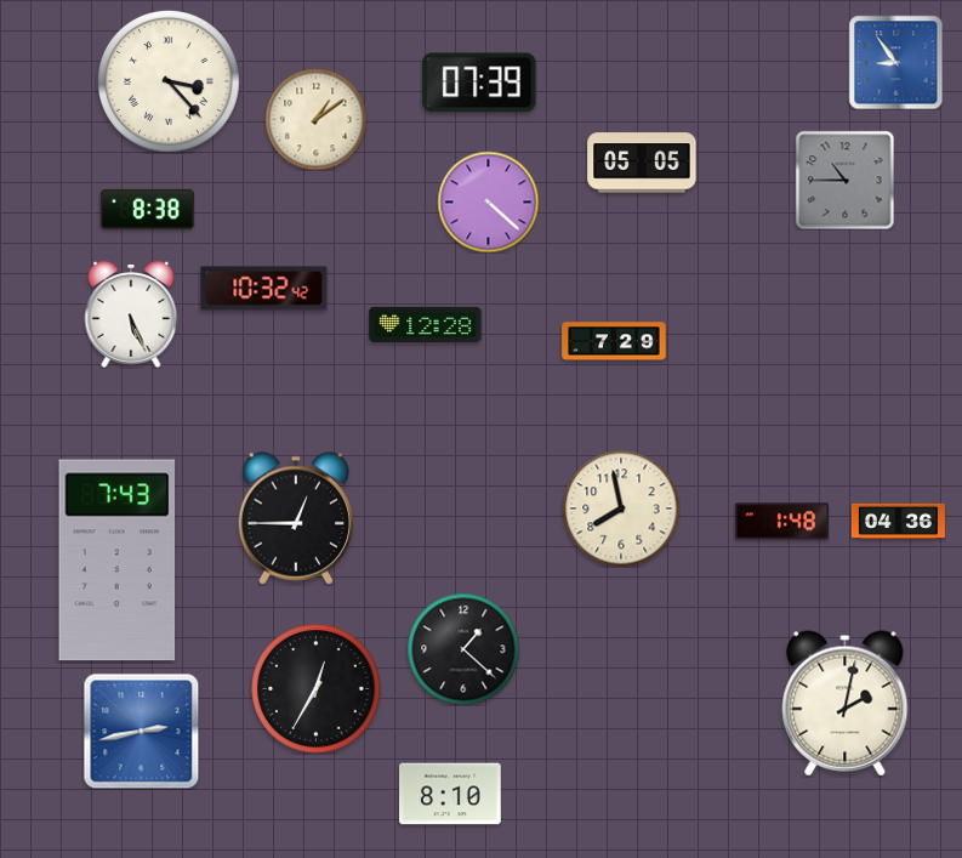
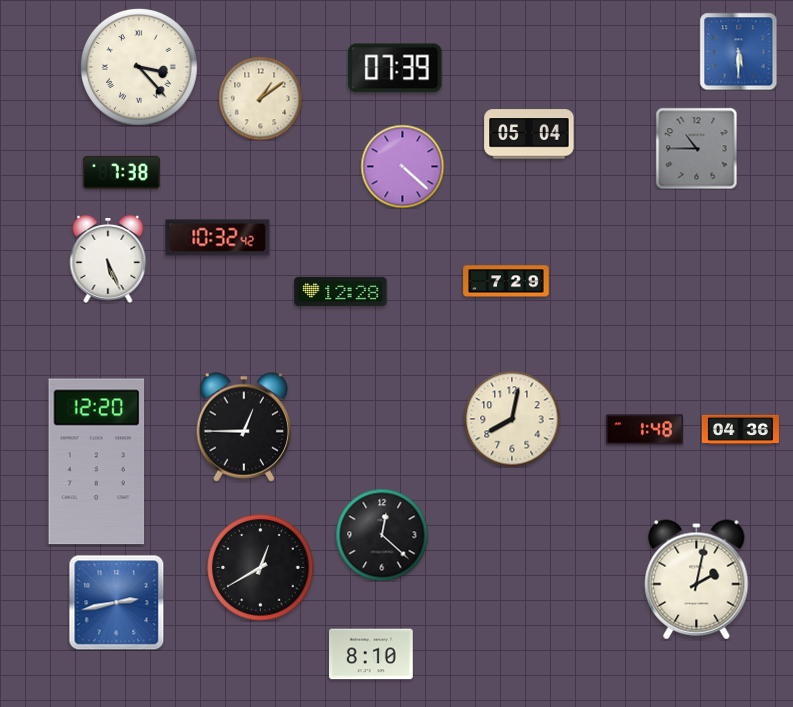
clock at (895, 62): 8:54 -> 5:30
clock at (642, 163): 05:05 -> 05:04
clock at (147, 209): 8:38 -> 7:38
clock at (426, 324) position: (426, 324) -> (341, 291)
clock at (621, 508): 7:58 -> 8:02
clock at (118, 561): 7:43 -> 12:20
clock at (463, 649): 1:22 -> 12:22
clock at (317, 689): 12:35 -> 12:40
